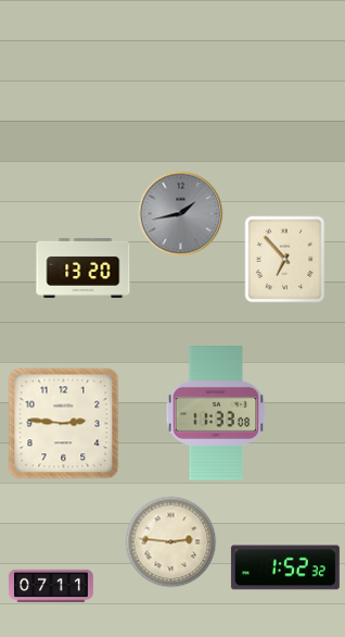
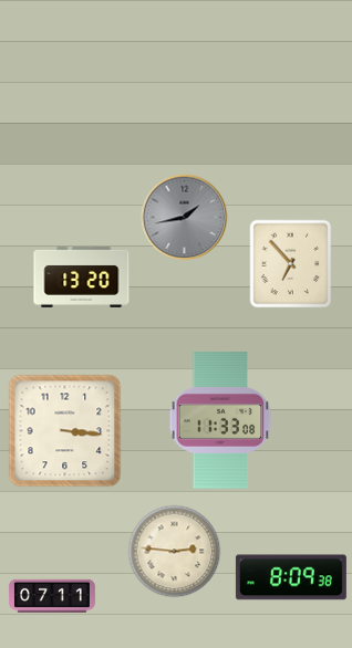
clock at (84, 267) position: (84, 267) -> (82, 276)
clock at (64, 424): 2:46 -> 3:16
clock at (285, 567): 1:52 -> 8:09
